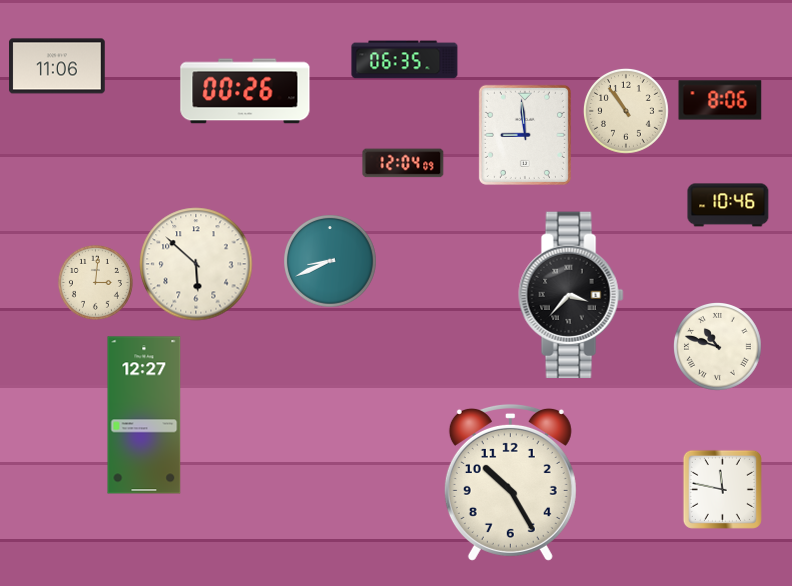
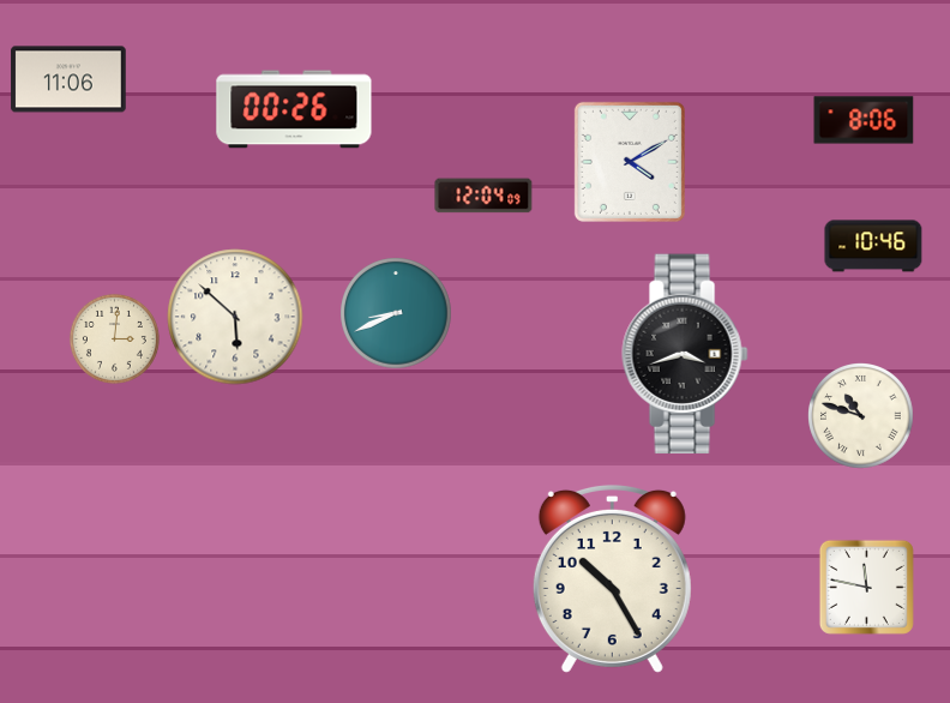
clock at (405, 60): 06:35 -> none
clock at (626, 111): 10:54 -> none
clock at (525, 135): 8:59 -> 4:10
clock at (571, 295): 3:37 -> 3:42
clock at (144, 415): 12:27 -> none
